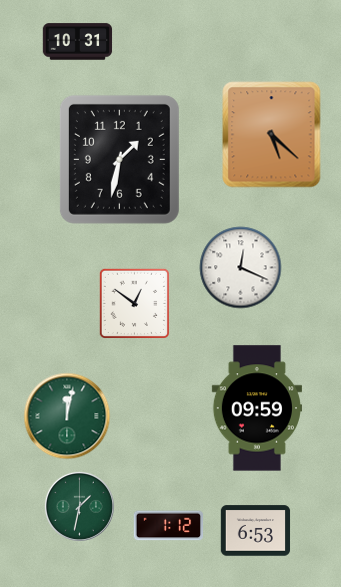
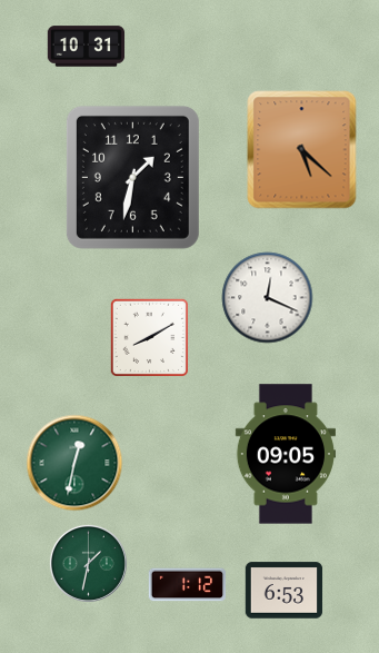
clock at (134, 303): 12:51 -> 8:10
clock at (257, 408): 09:59 -> 09:05
clock at (67, 416): 12:02 -> 12:32
